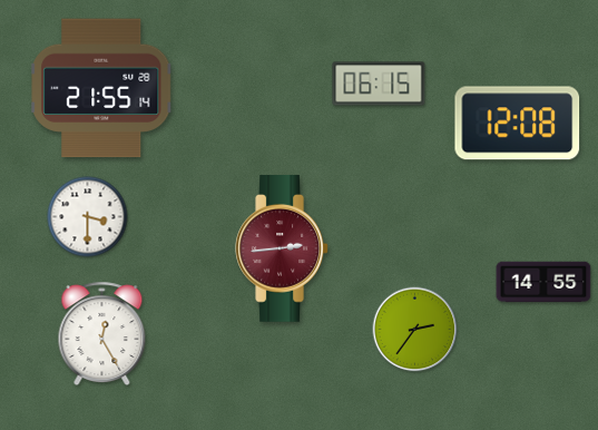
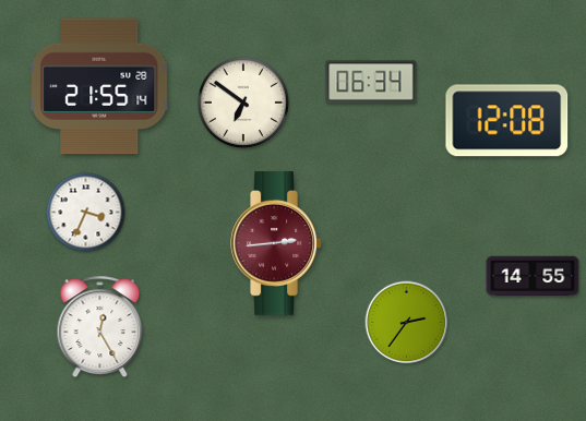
clock at (379, 84): 06:15 -> 06:34
clock at (243, 103): none -> 6:51
clock at (88, 217): 3:30 -> 3:34
